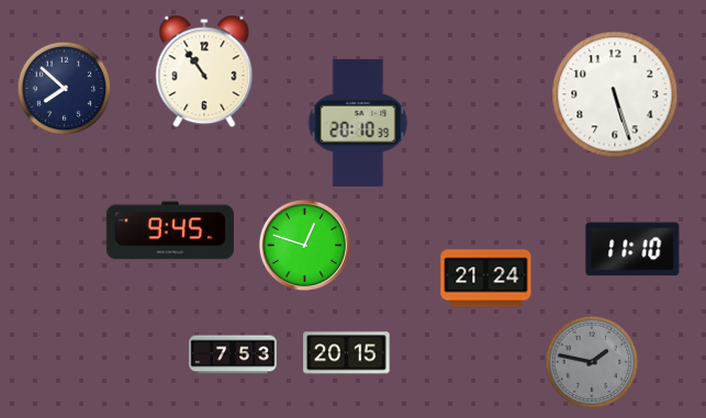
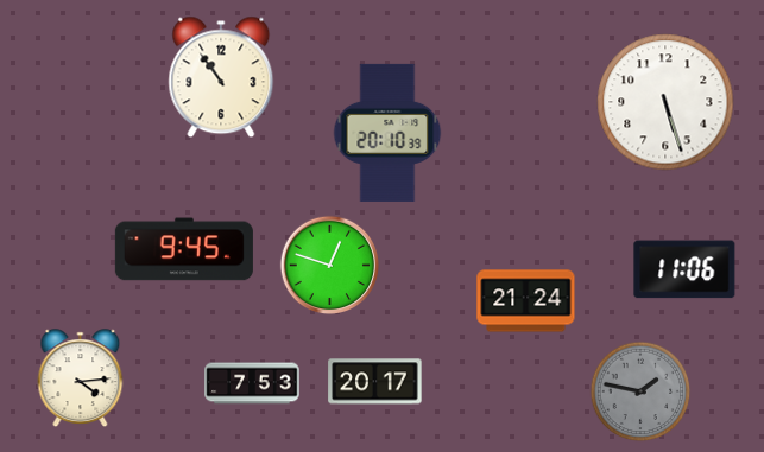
clock at (65, 89): 7:52 -> none
clock at (632, 249): 11:10 -> 11:06
clock at (81, 377): none -> 4:14
clock at (347, 353): 20:15 -> 20:17
